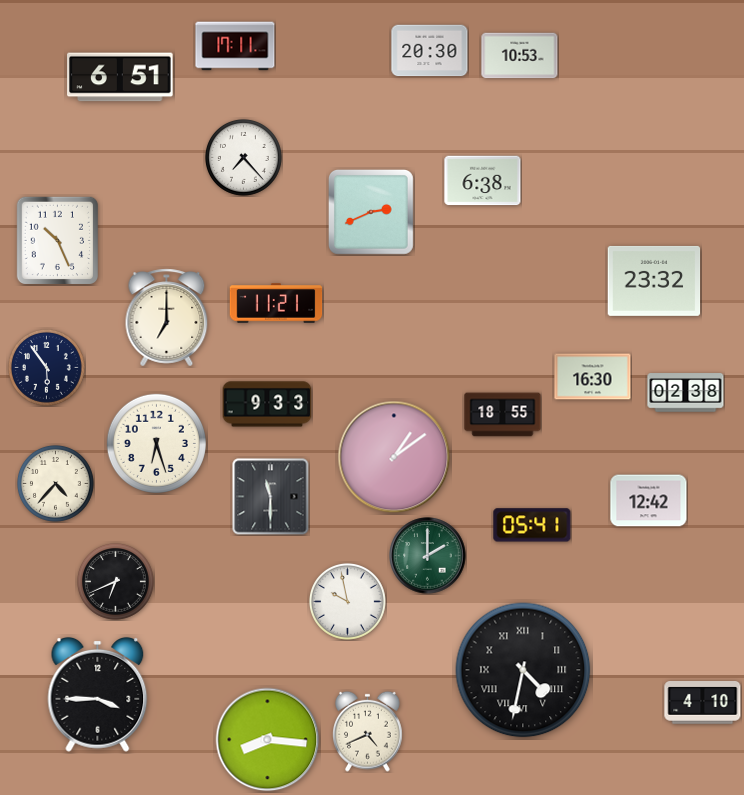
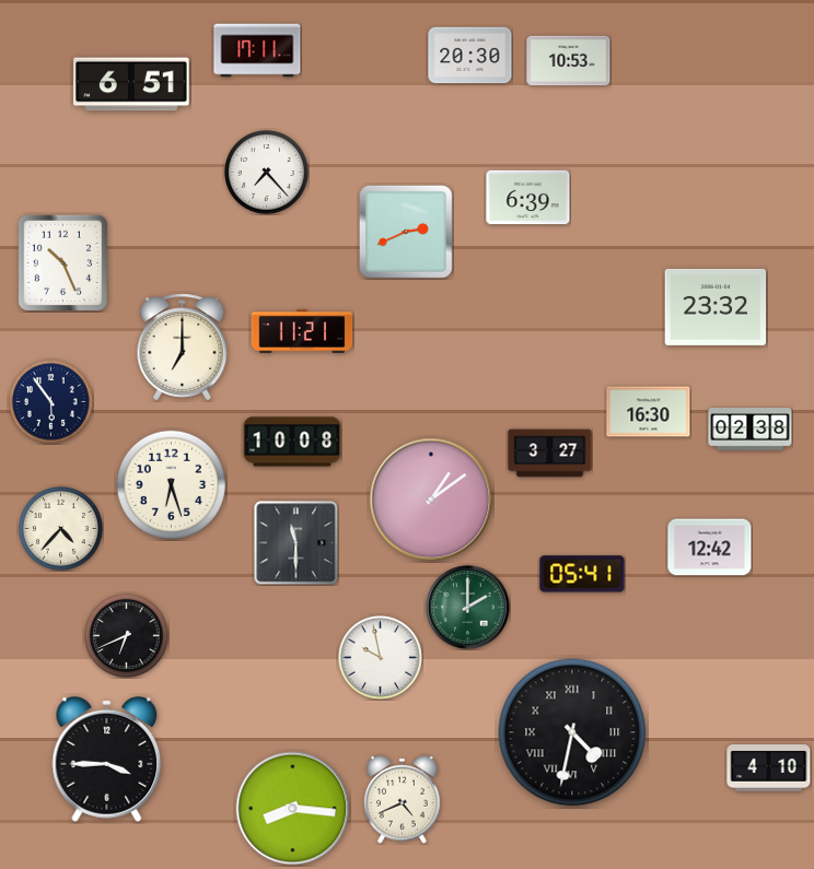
clock at (483, 181): 6:38 -> 6:39
clock at (267, 404): 9:33 -> 10:08
clock at (503, 415): 18:55 -> 3:27
